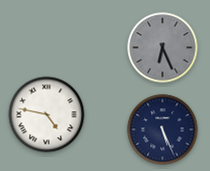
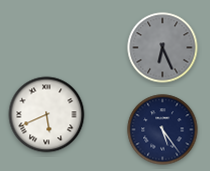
clock at (47, 115): 4:47 -> 5:41
clock at (163, 130): 5:26 -> 5:24
